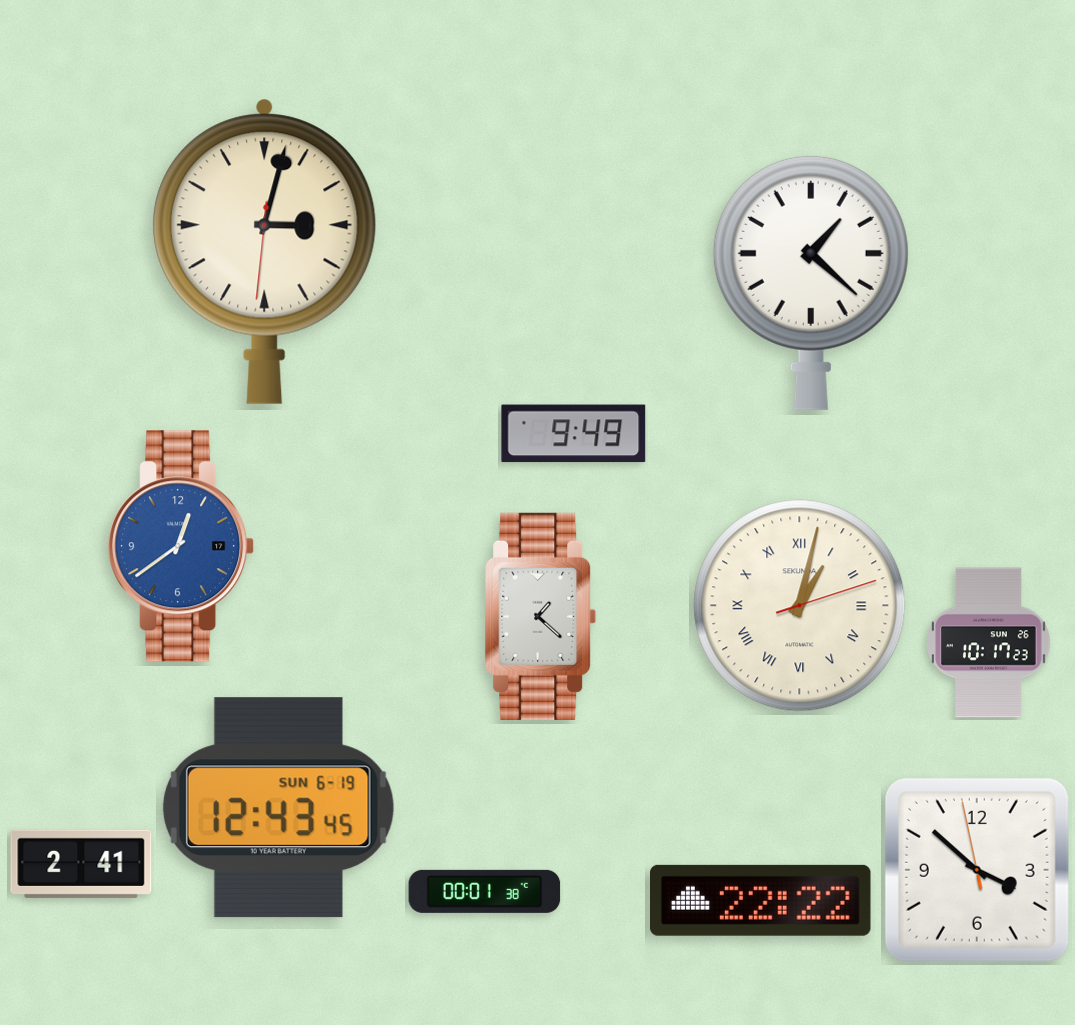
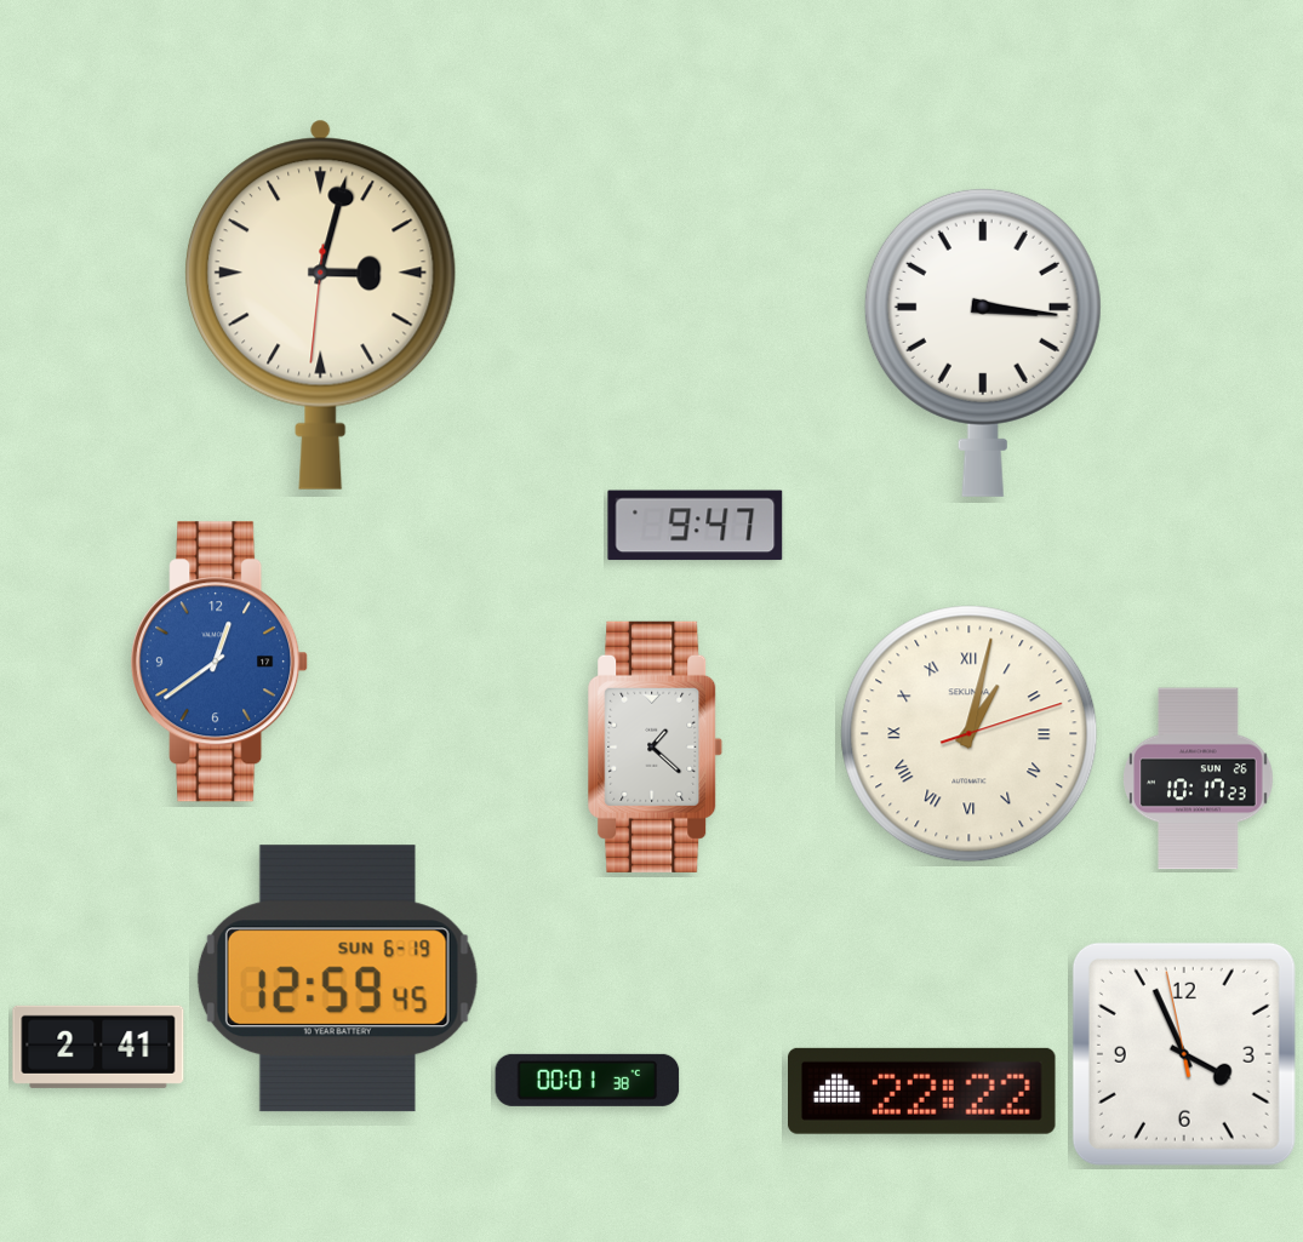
clock at (811, 282): 1:22 -> 3:16
clock at (574, 434): 9:49 -> 9:47
clock at (278, 808): 12:43 -> 12:59
clock at (977, 870): 3:51 -> 3:55
